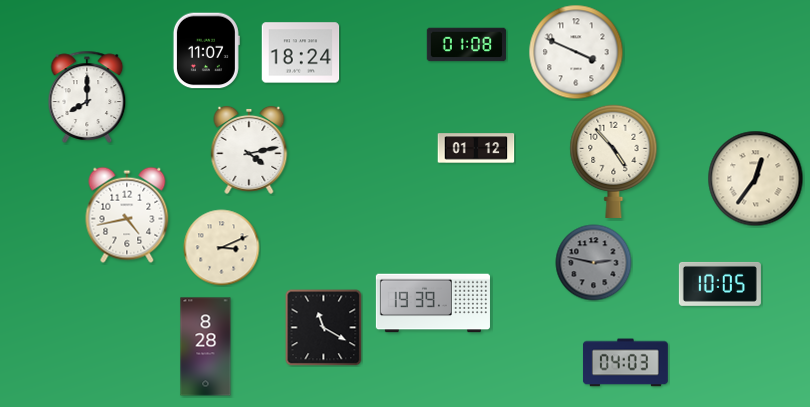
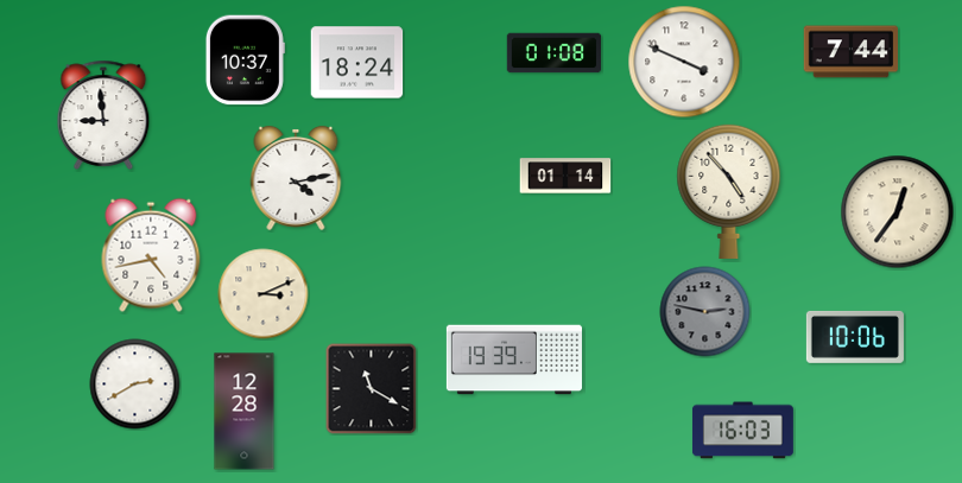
clock at (852, 52): none -> 7:44
clock at (206, 51): 11:07 -> 10:37
clock at (87, 97): 8:00 -> 8:59
clock at (476, 148): 01:12 -> 01:14
clock at (720, 284): 10:05 -> 10:06
clock at (135, 385): none -> 2:40
clock at (324, 328) position: (324, 328) -> (372, 389)
clock at (206, 347): 8:28 -> 12:28
clock at (625, 363): 04:03 -> 16:03
